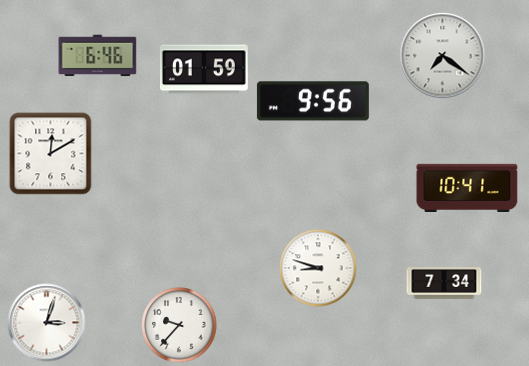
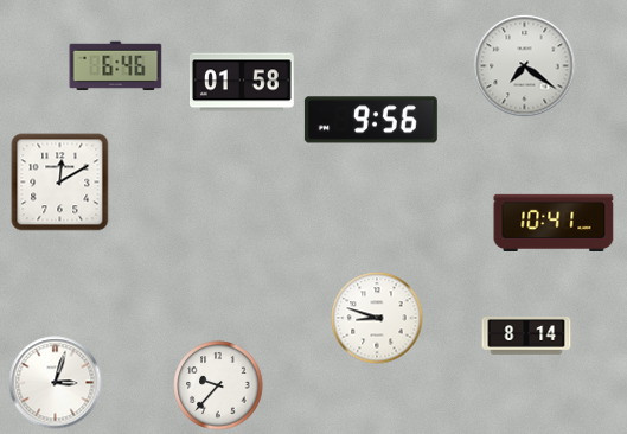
clock at (204, 69): 01:59 -> 01:58
clock at (444, 283): 7:34 -> 8:14
clock at (179, 325) position: (179, 325) -> (218, 385)
